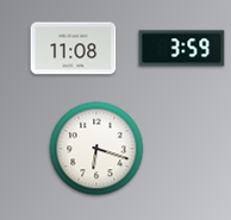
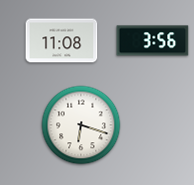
clock at (182, 49): 3:59 -> 3:56
